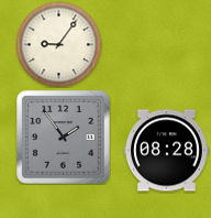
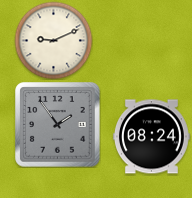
clock at (58, 44): 9:06 -> 9:11
clock at (166, 151): 08:28 -> 08:24
